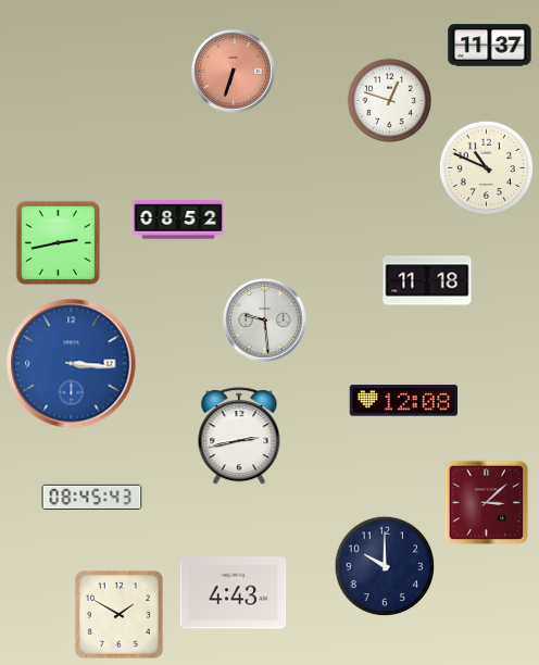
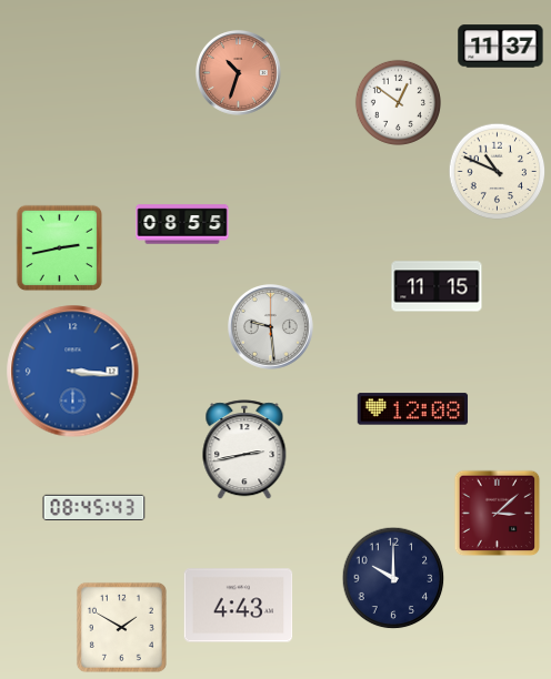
clock at (234, 72): 6:33 -> 10:33
clock at (389, 100): 12:48 -> 12:51
clock at (178, 219): 08:52 -> 08:55
clock at (427, 280): 11:18 -> 11:15
clock at (239, 436) position: (239, 436) -> (244, 449)
